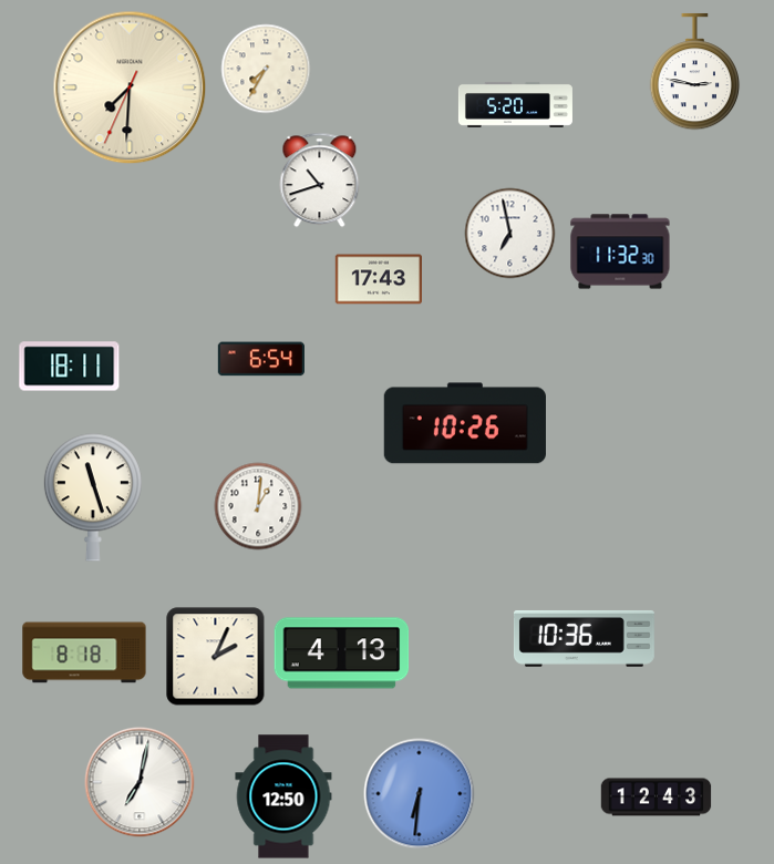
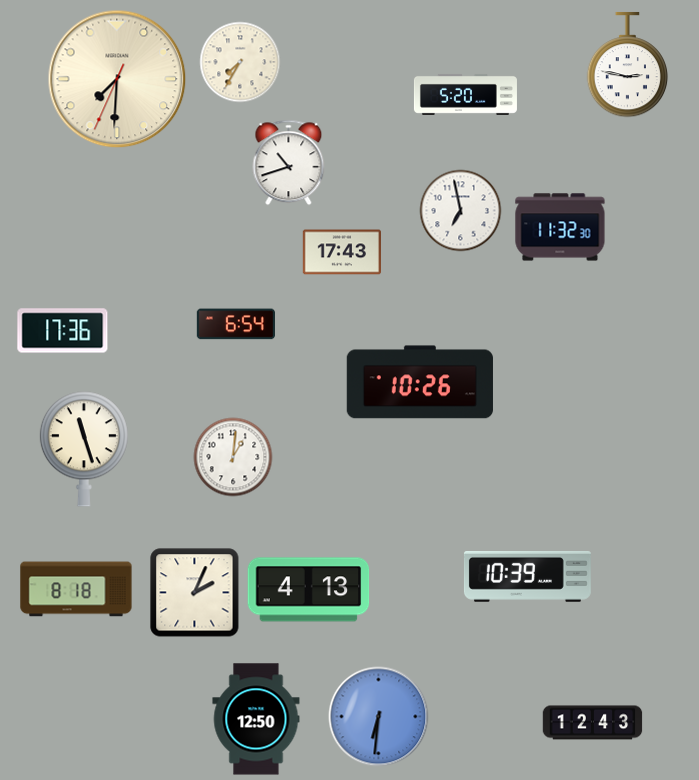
clock at (70, 367): 18:11 -> 17:36
clock at (584, 638): 10:36 -> 10:39
clock at (140, 782): 7:02 -> none
clock at (657, 798) position: (657, 798) -> (593, 723)
